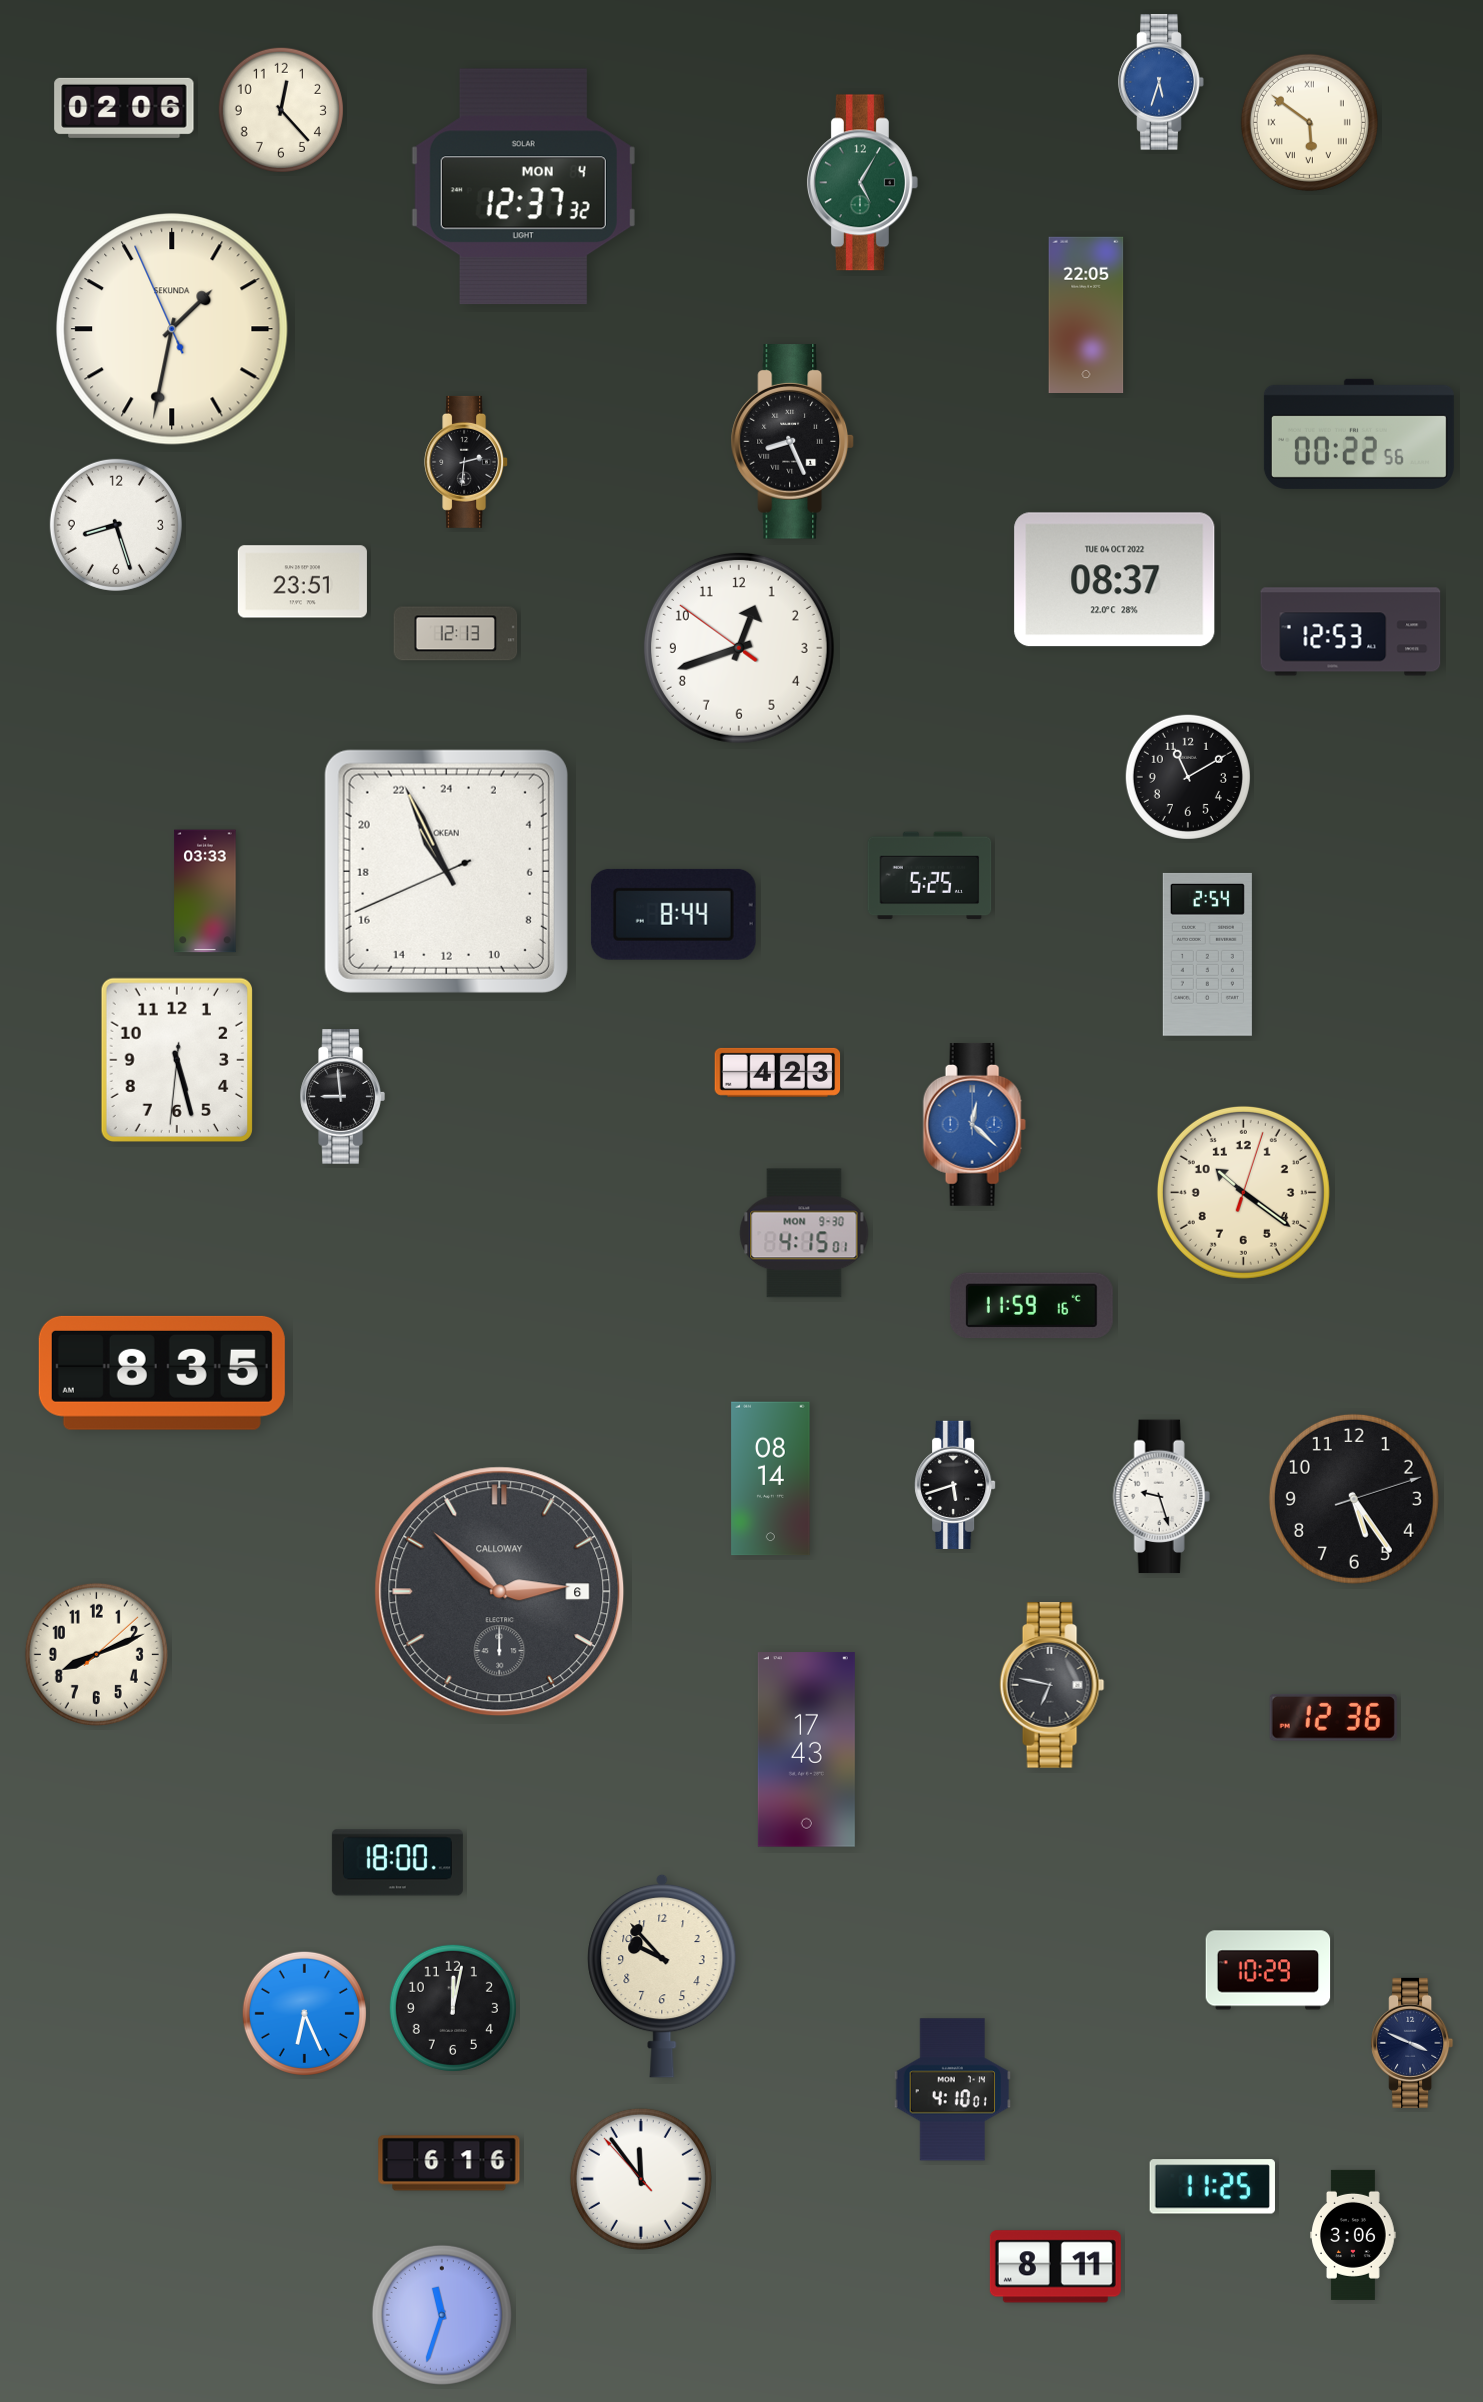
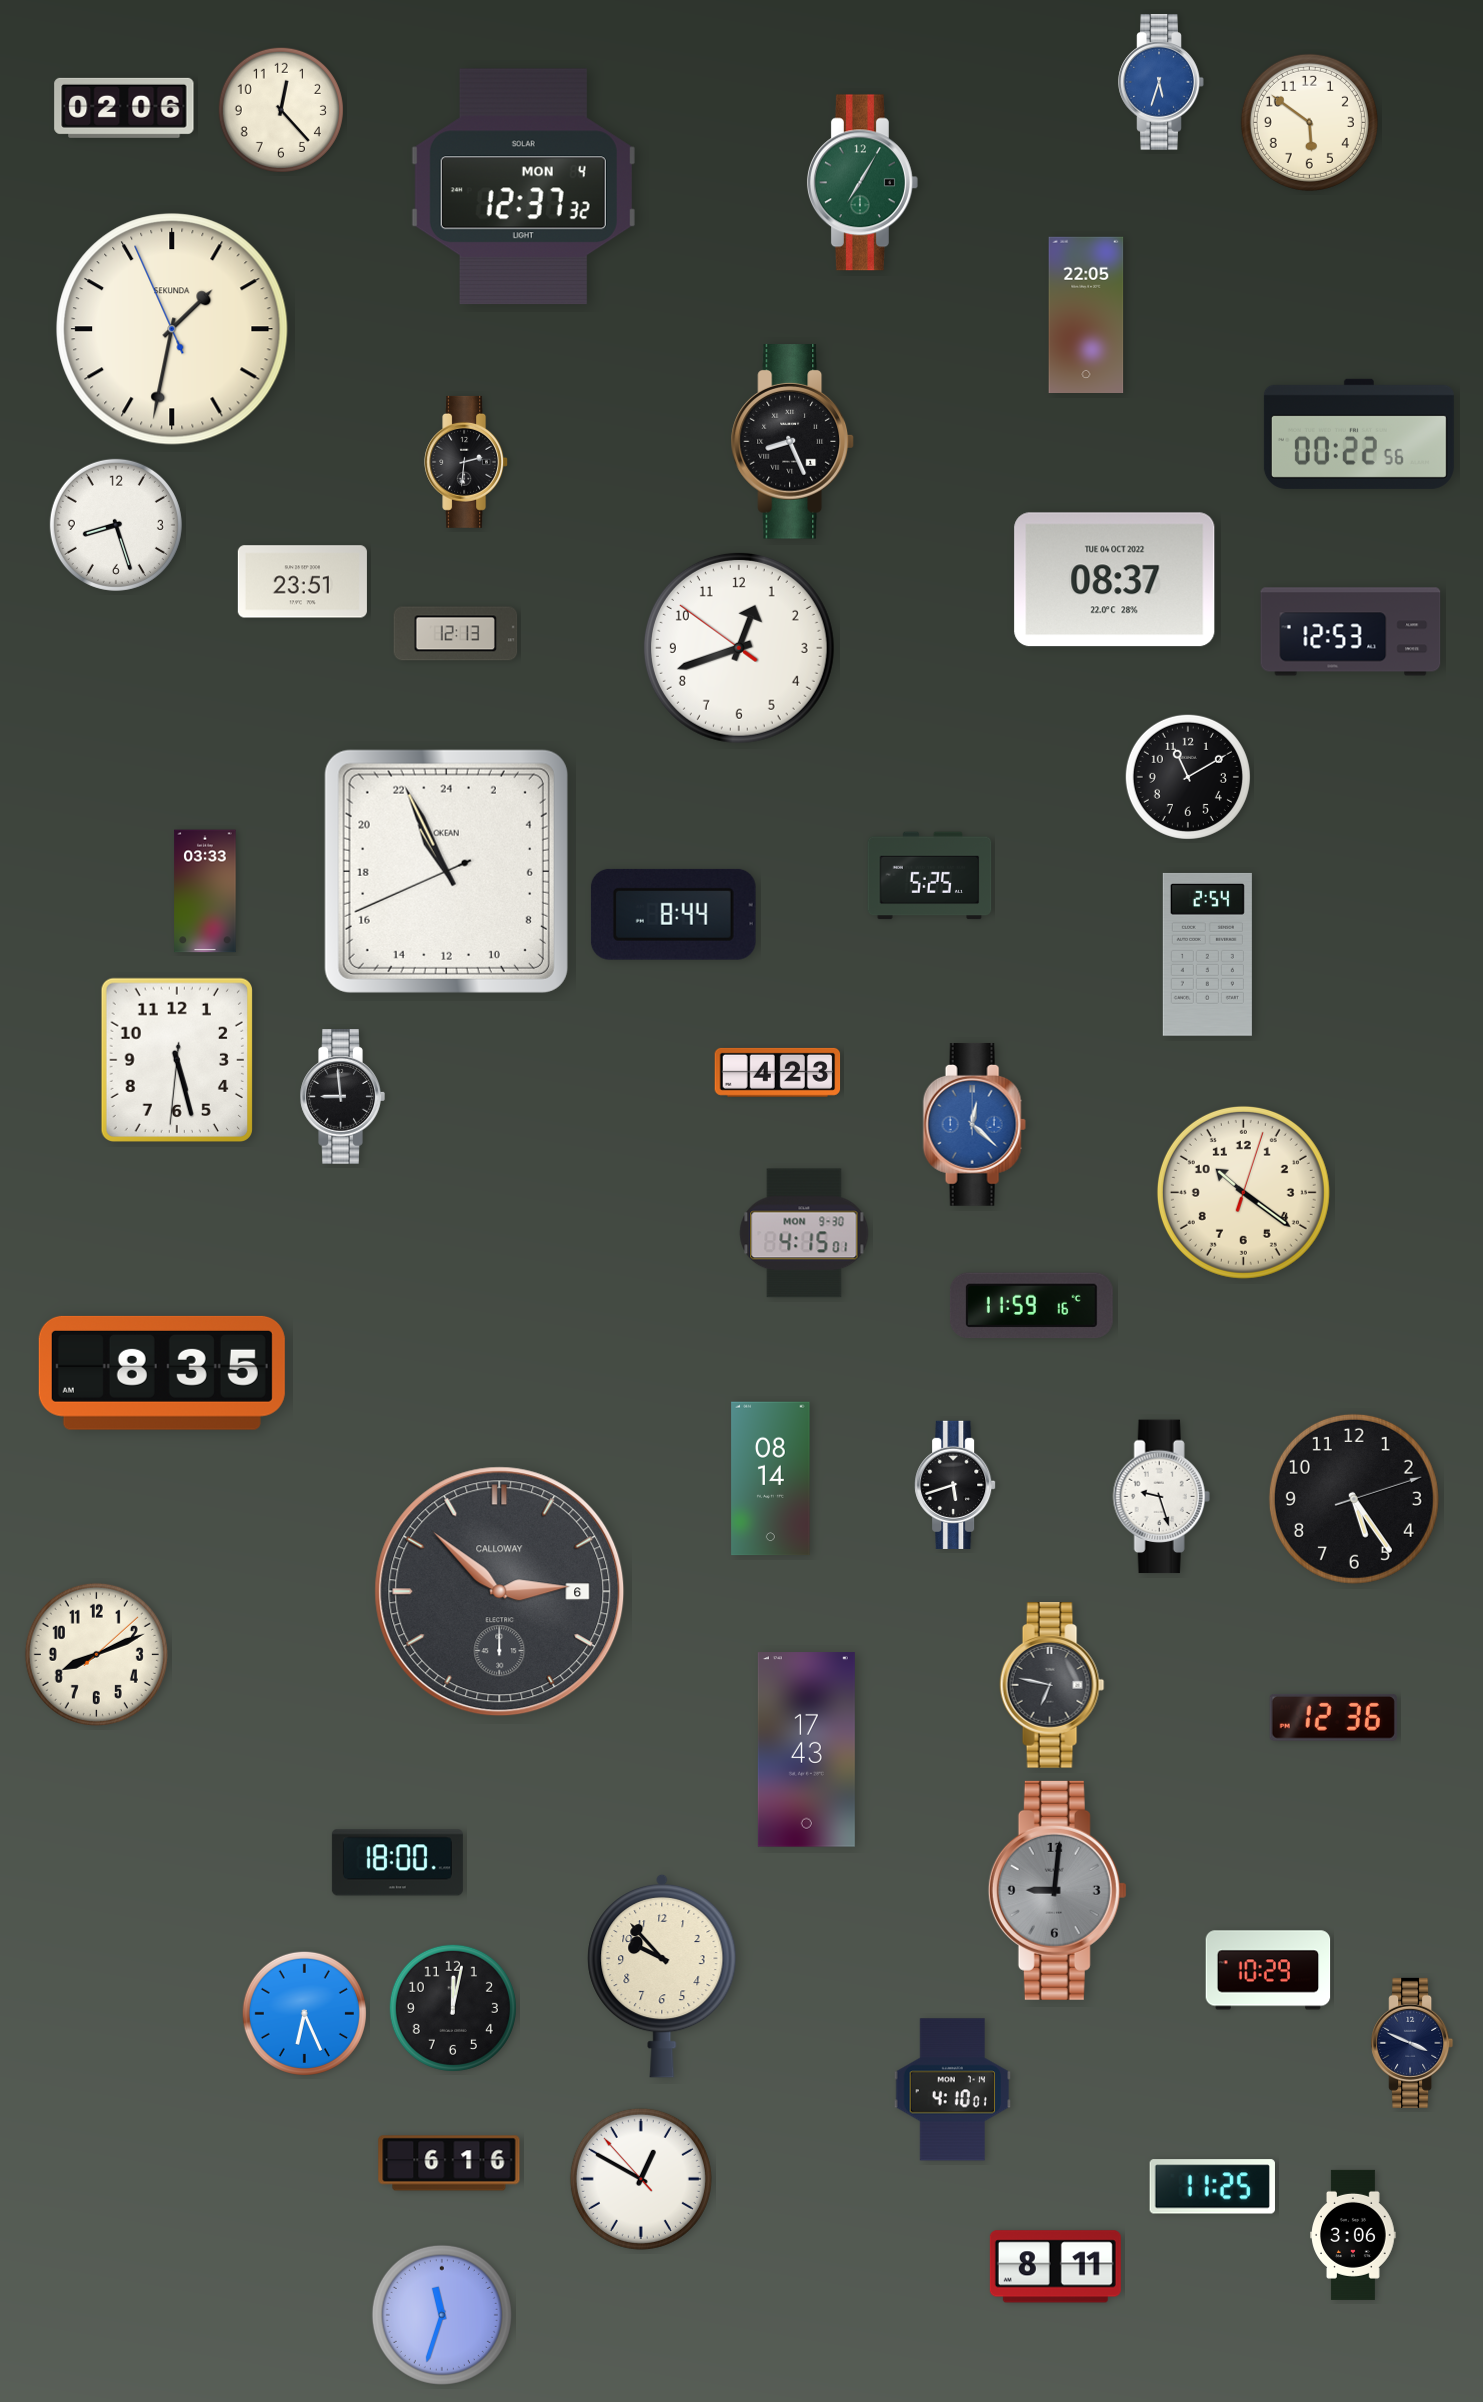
clock at (1309, 122) numerals: Roman -> Arabic
clock at (862, 183): 5:05 -> 7:05
clock at (1057, 1890): none -> 9:01
clock at (641, 2179): 11:53 -> 12:49
